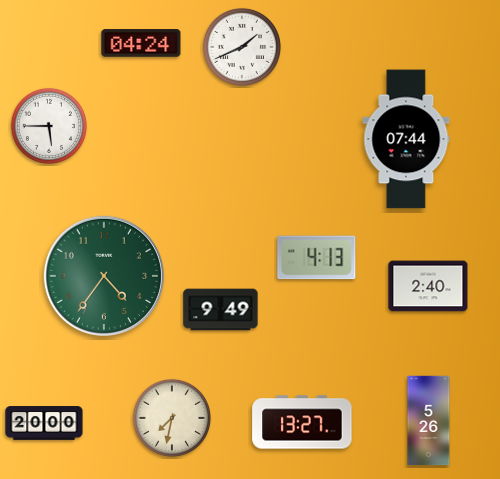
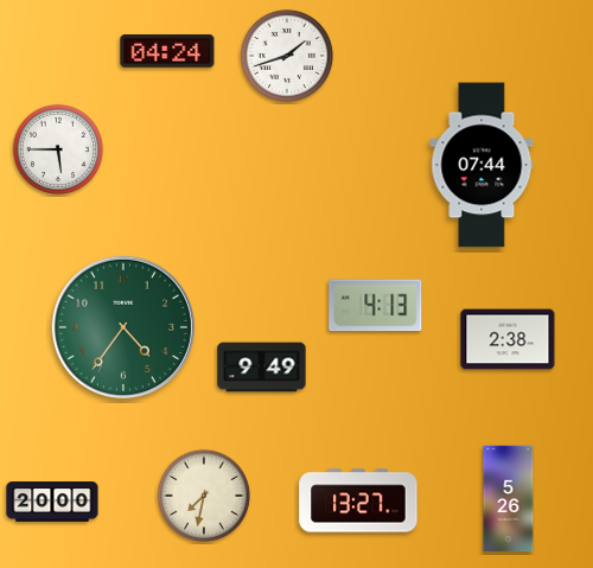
clock at (242, 47): 1:41 -> 1:42
clock at (428, 286): 2:40 -> 2:38
